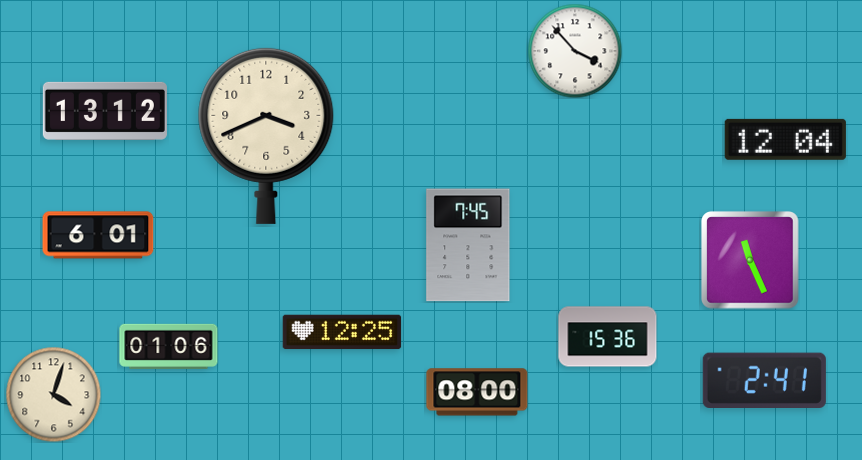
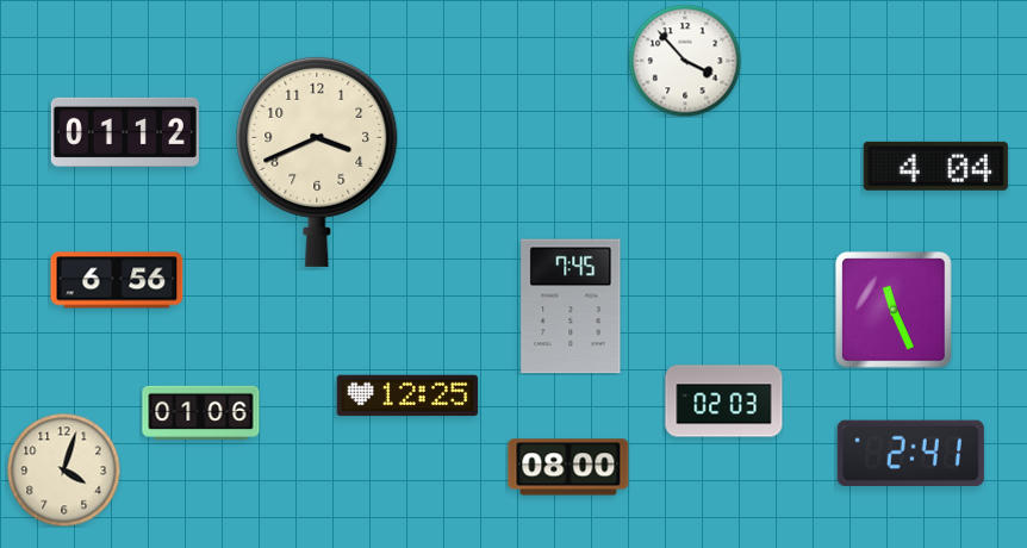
clock at (105, 111): 13:12 -> 01:12
clock at (785, 139): 12:04 -> 4:04
clock at (98, 235): 6:01 -> 6:56
clock at (468, 245) position: (468, 245) -> (571, 306)
clock at (608, 337): 15:36 -> 02:03
